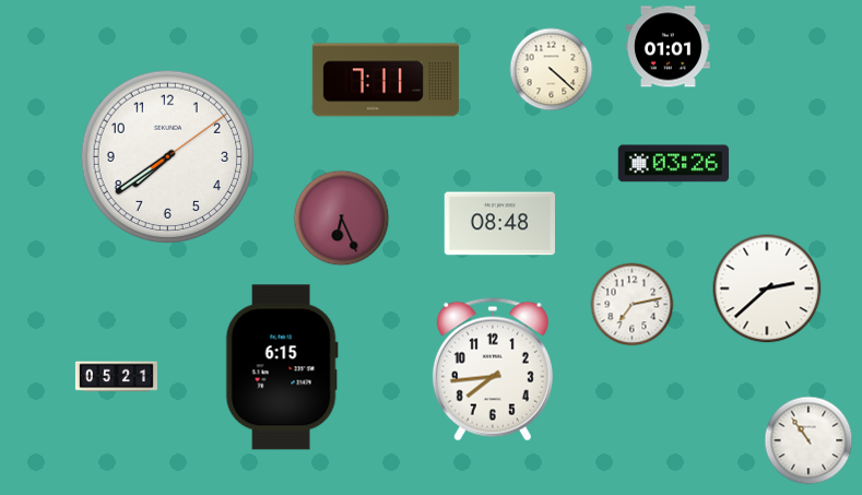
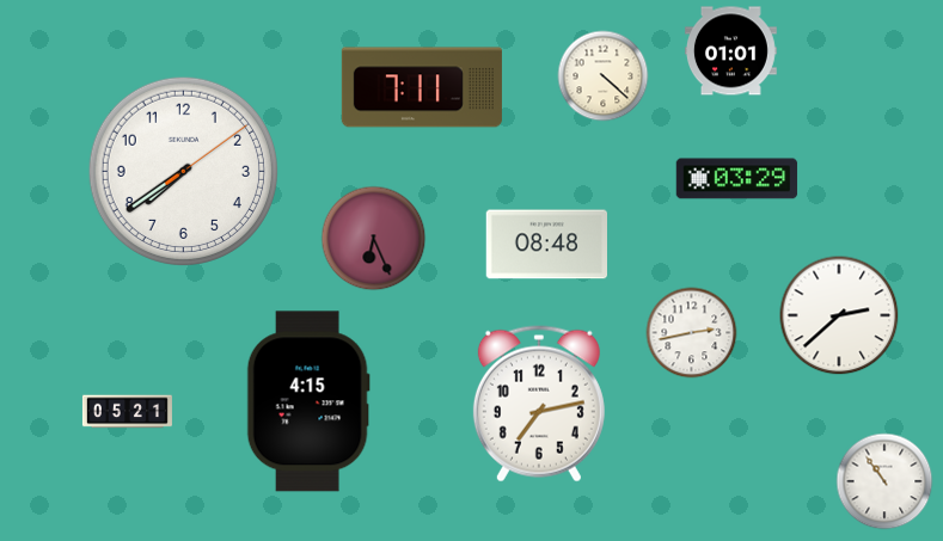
clock at (674, 164): 03:26 -> 03:29
clock at (633, 305): 7:13 -> 2:43
clock at (282, 367): 6:15 -> 4:15
clock at (493, 369): 7:44 -> 7:13
